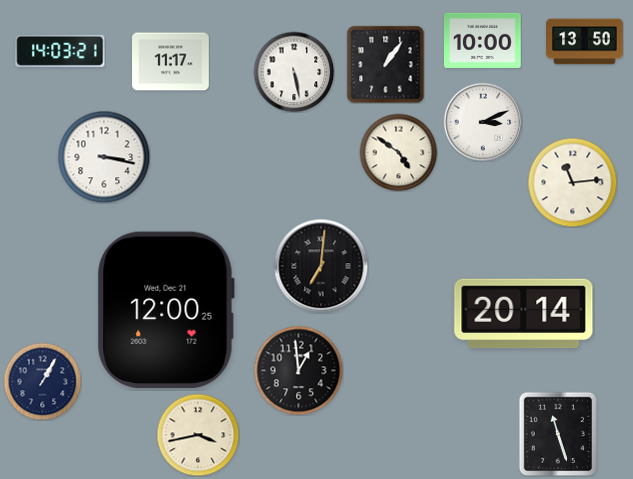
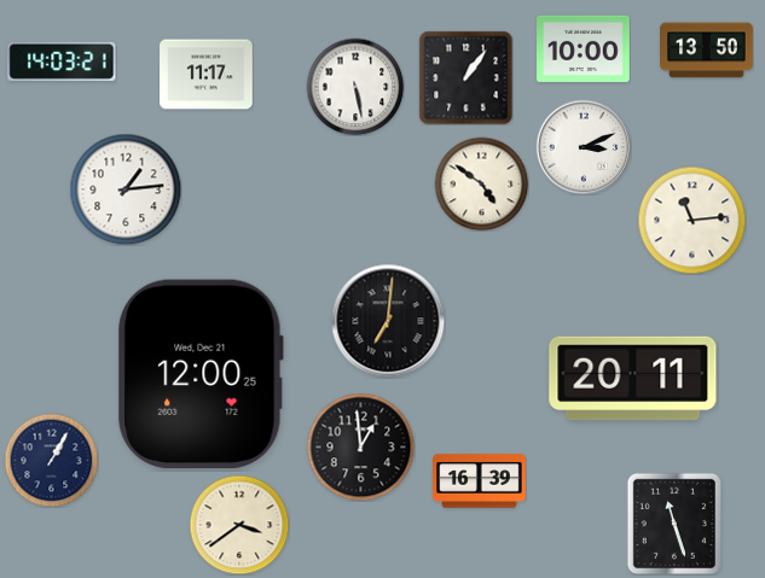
clock at (60, 51) position: (60, 51) -> (62, 62)
clock at (104, 157): 3:17 -> 1:14
clock at (524, 314): 20:14 -> 20:11
clock at (480, 481): none -> 16:39
clock at (198, 435): 3:43 -> 3:39
